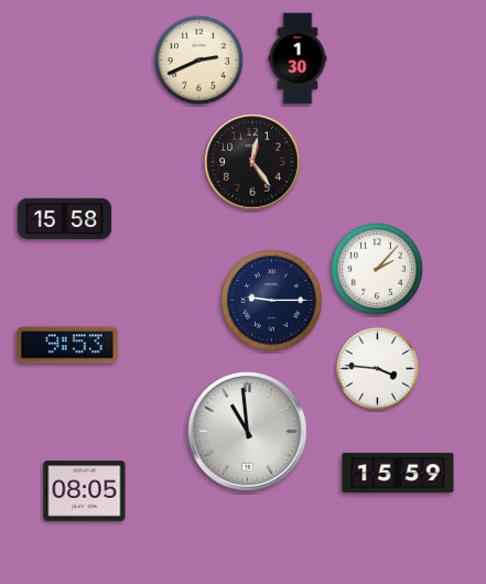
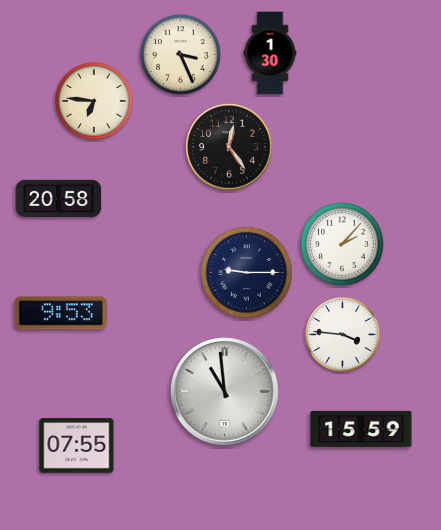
clock at (199, 61): 2:41 -> 3:26
clock at (94, 101): none -> 6:46
clock at (65, 219): 15:58 -> 20:58
clock at (85, 491): 08:05 -> 07:55
